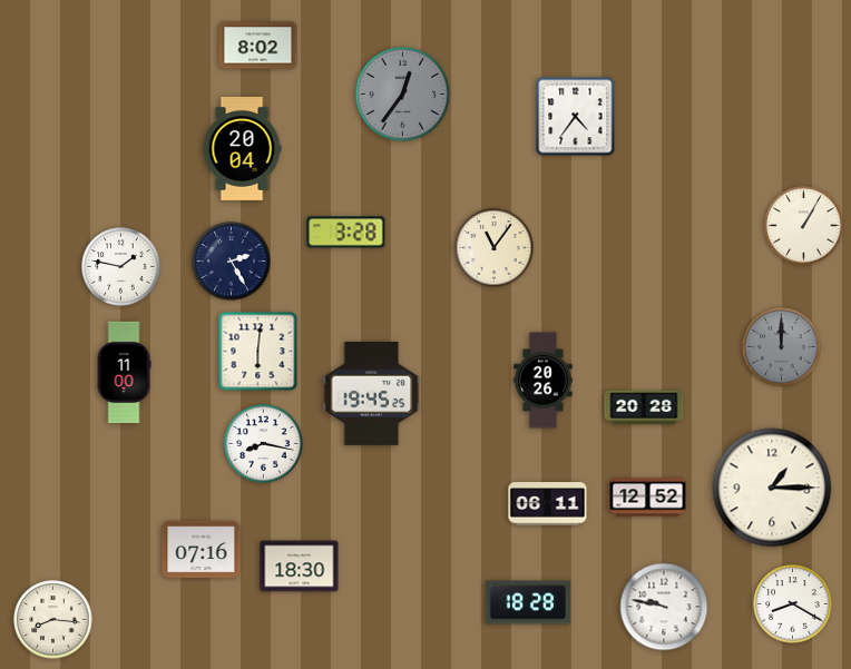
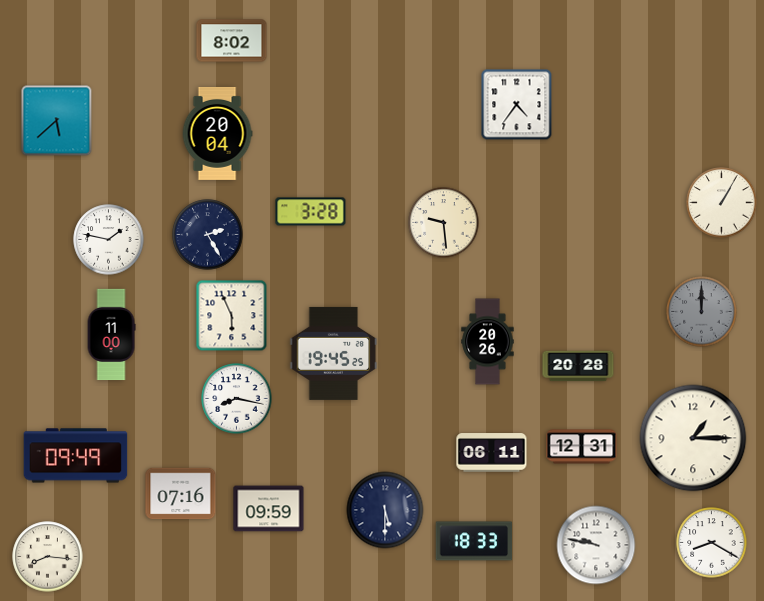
clock at (403, 95): 12:36 -> none
clock at (57, 121): none -> 5:38
clock at (346, 233) position: (346, 233) -> (311, 212)
clock at (495, 248): 11:06 -> 9:29
clock at (258, 352): 6:01 -> 5:56
clock at (648, 498): 12:52 -> 12:31
clock at (76, 456): none -> 09:49
clock at (300, 567): 18:30 -> 09:59
clock at (385, 510): none -> 5:30
clock at (528, 602): 18:28 -> 18:33
